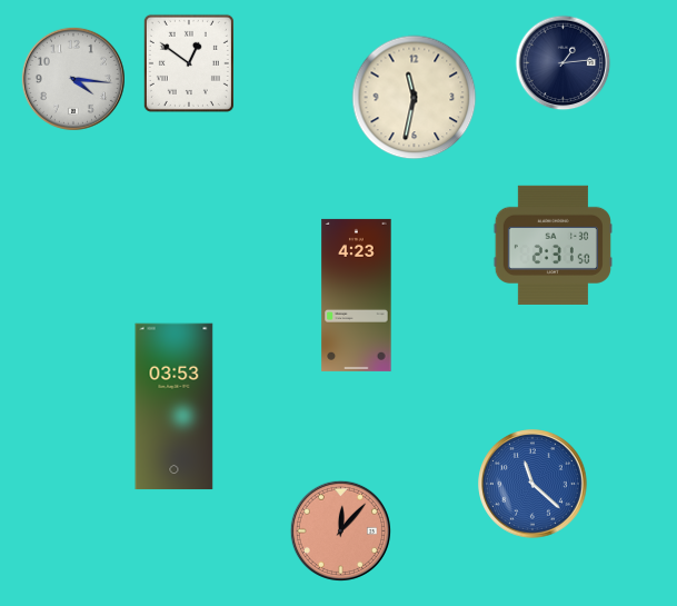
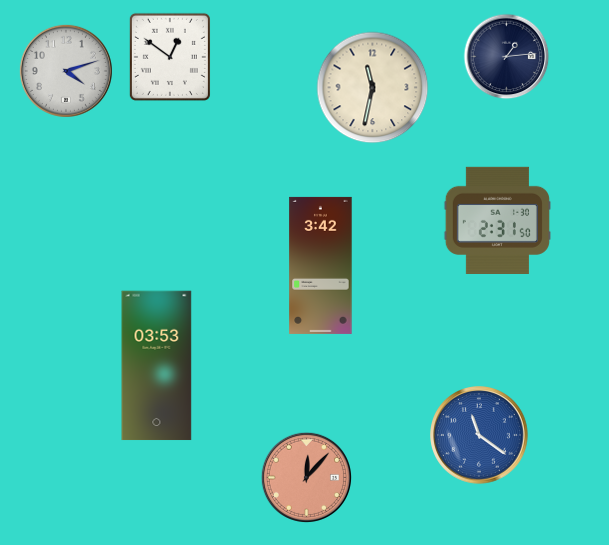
clock at (73, 79): 4:16 -> 4:12
clock at (357, 295): 4:23 -> 3:42
clock at (534, 485): 11:22 -> 11:21
